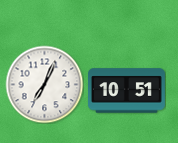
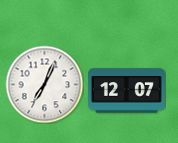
clock at (126, 91): 10:51 -> 12:07
